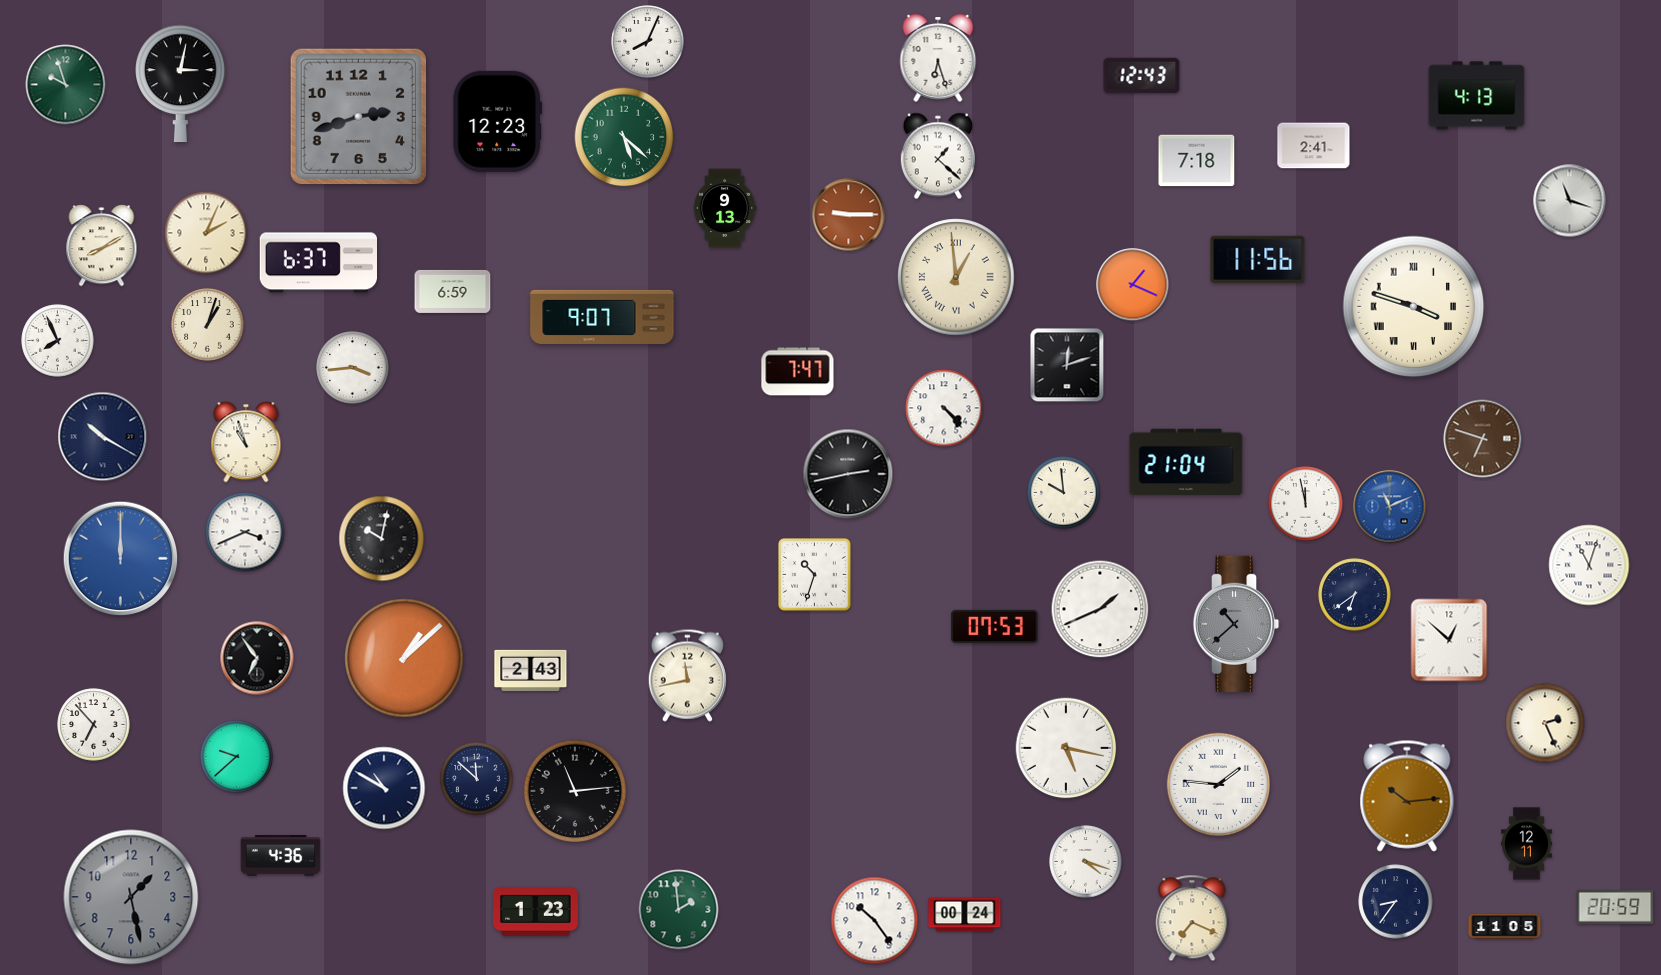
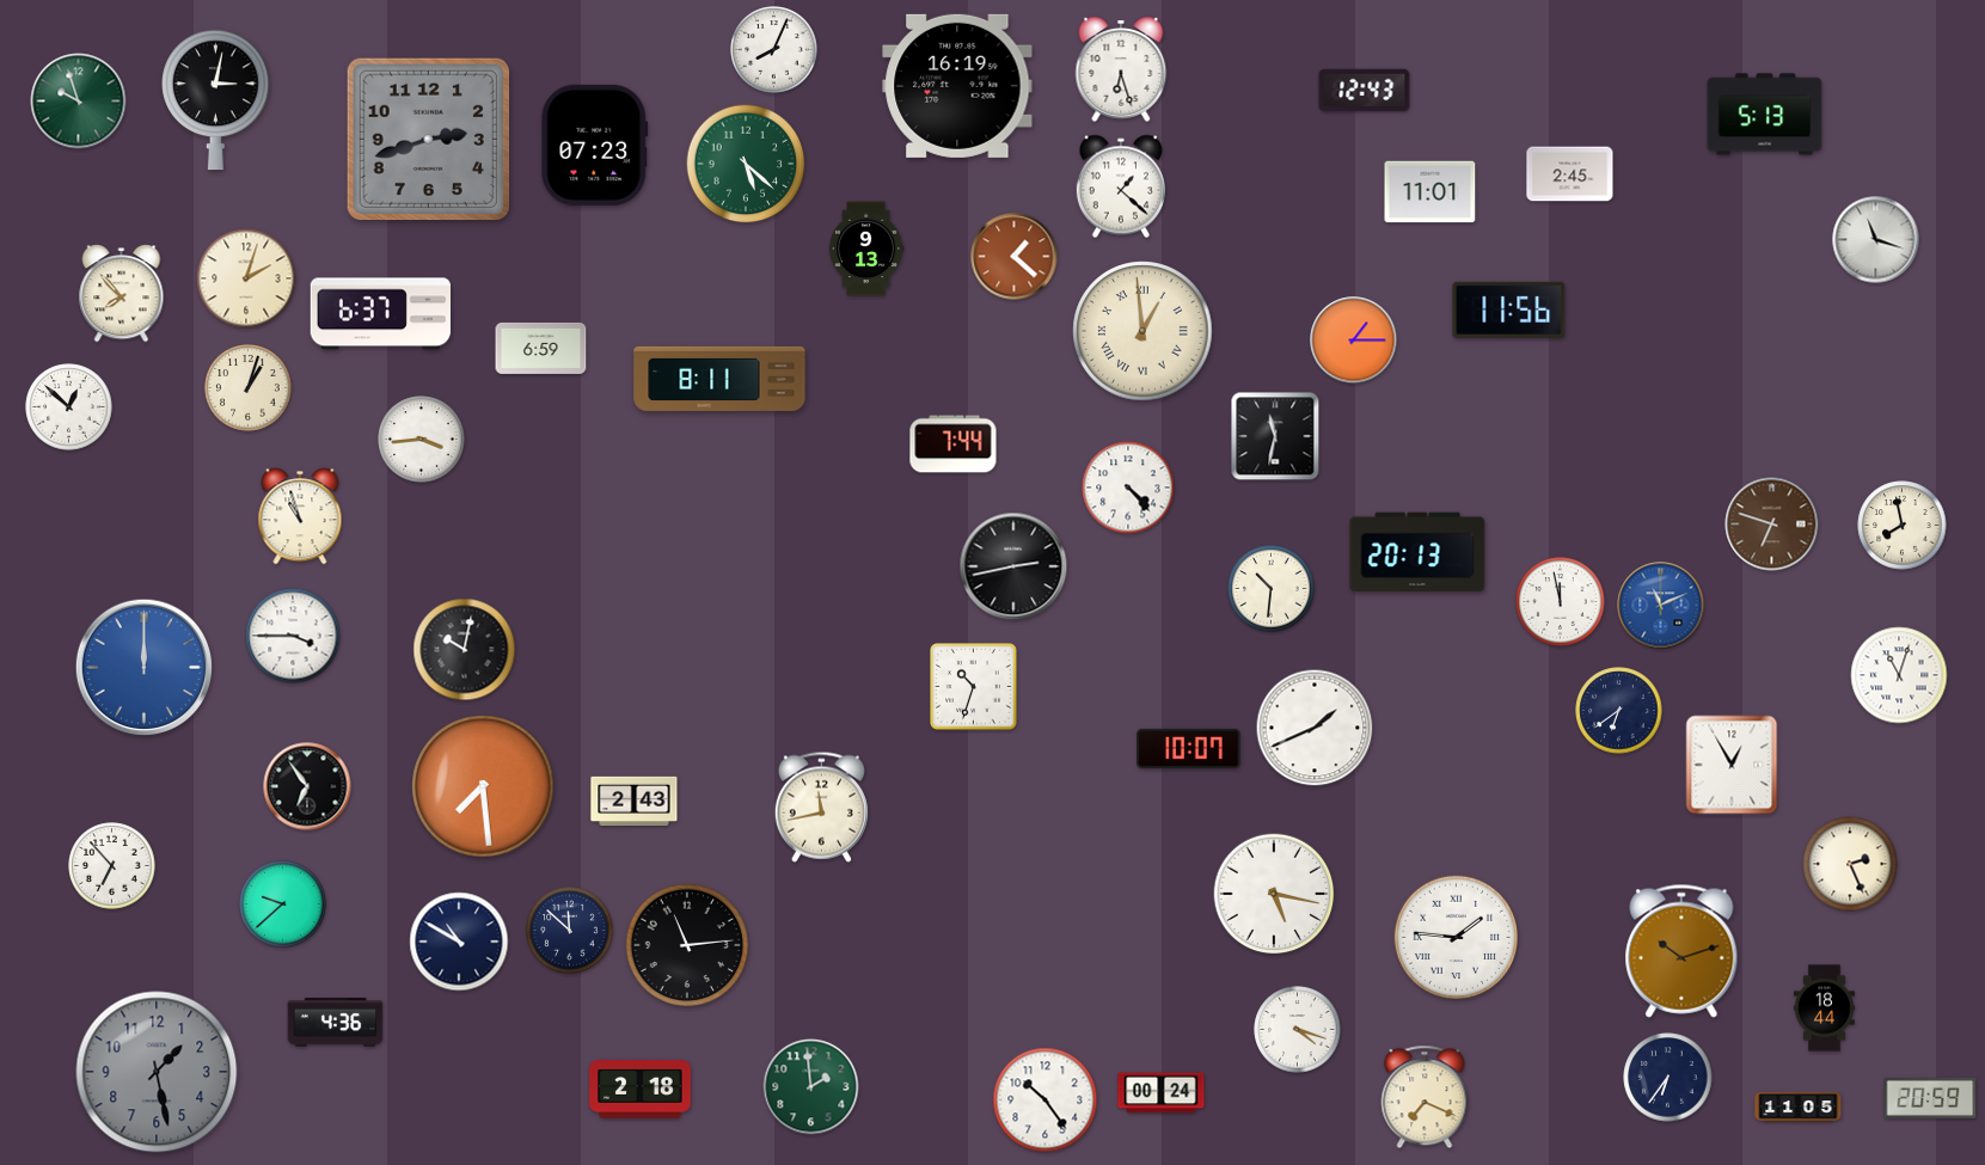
clock at (957, 86): none -> 16:19
clock at (1477, 96): 4:13 -> 5:13
clock at (497, 121): 12:23 -> 07:23
clock at (1314, 146): 2:41 -> 2:45
clock at (1197, 161): 7:18 -> 11:01
clock at (849, 215): 9:15 -> 1:22
clock at (206, 233): 2:04 -> 2:03
clock at (102, 246): 8:10 -> 7:53
clock at (1258, 259) position: (1258, 259) -> (1509, 309)
clock at (1133, 285): 1:19 -> 1:15
clock at (1414, 307): 3:48 -> none
clock at (602, 317): 9:07 -> 8:11
clock at (58, 341): 7:56 -> 12:52
clock at (1067, 365): 12:12 -> 11:32
clock at (798, 372): 7:47 -> 7:44
clock at (103, 437): 10:20 -> none
clock at (1903, 526): none -> 7:58
clock at (246, 442) position: (246, 442) -> (300, 516)
clock at (1186, 462): 21:04 -> 20:13
clock at (1064, 493): 9:59 -> 10:31
clock at (245, 532): 3:41 -> 3:45
clock at (382, 539) position: (382, 539) -> (465, 650)
clock at (1236, 624): 10:38 -> none
clock at (995, 626): 07:53 -> 10:07
clock at (1449, 640): 12:52 -> 12:55
clock at (404, 658): 1:08 -> 7:29
clock at (1545, 723) position: (1545, 723) -> (1850, 864)
clock at (1407, 796): 10:14 -> 10:12
clock at (1527, 844): 12:11 -> 18:44
clock at (1396, 902): 8:36 -> 6:36
clock at (1615, 907) position: (1615, 907) -> (1930, 1098)
clock at (536, 912): 1:23 -> 2:18
clock at (965, 915) position: (965, 915) -> (1162, 1093)
